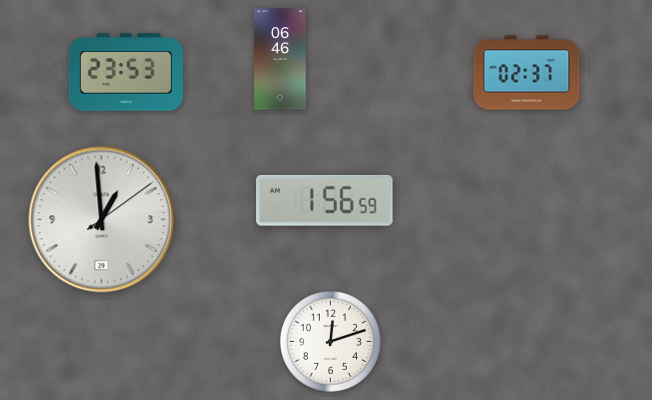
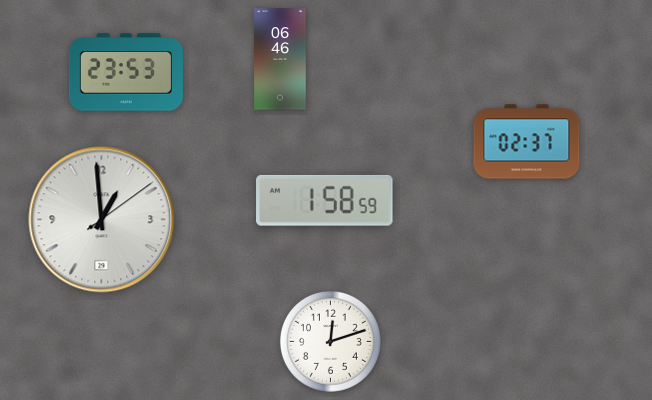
clock at (527, 73) position: (527, 73) -> (527, 142)
clock at (325, 200): 1:56 -> 1:58
